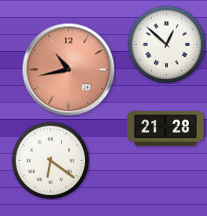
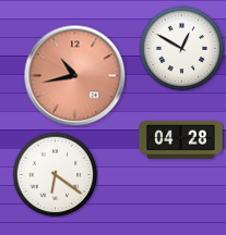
clock at (166, 44): 12:52 -> 12:50
clock at (166, 129): 21:28 -> 04:28
